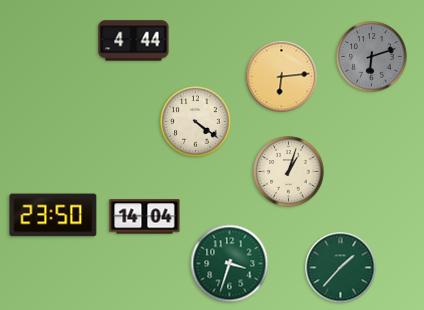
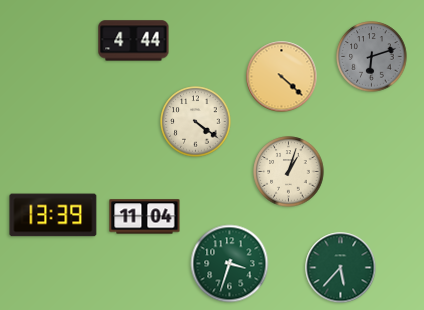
clock at (282, 77): 6:14 -> 4:22
clock at (53, 215): 23:50 -> 13:39
clock at (145, 217): 14:04 -> 11:04
clock at (341, 268): 1:37 -> 5:37
